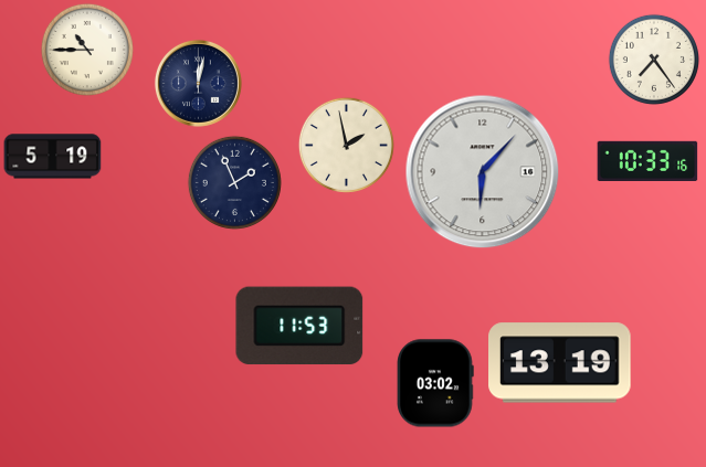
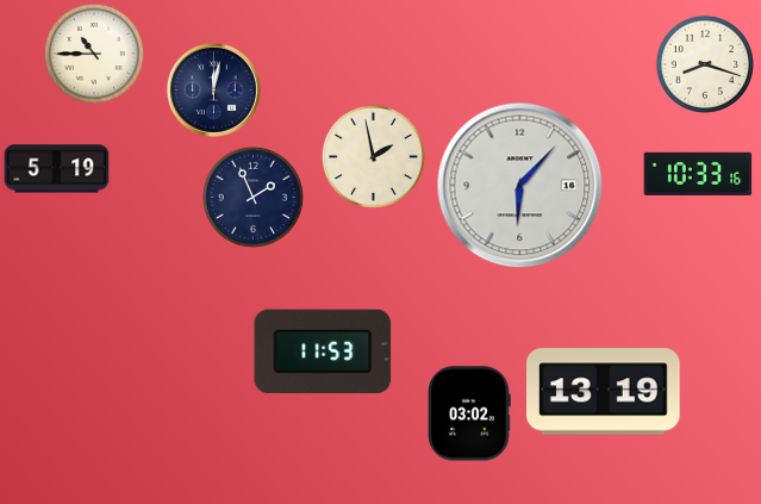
clock at (654, 60): 7:24 -> 8:18
